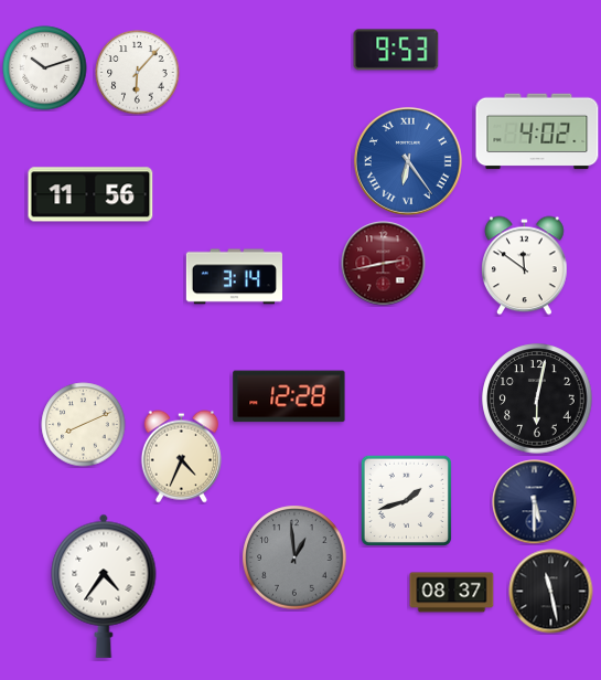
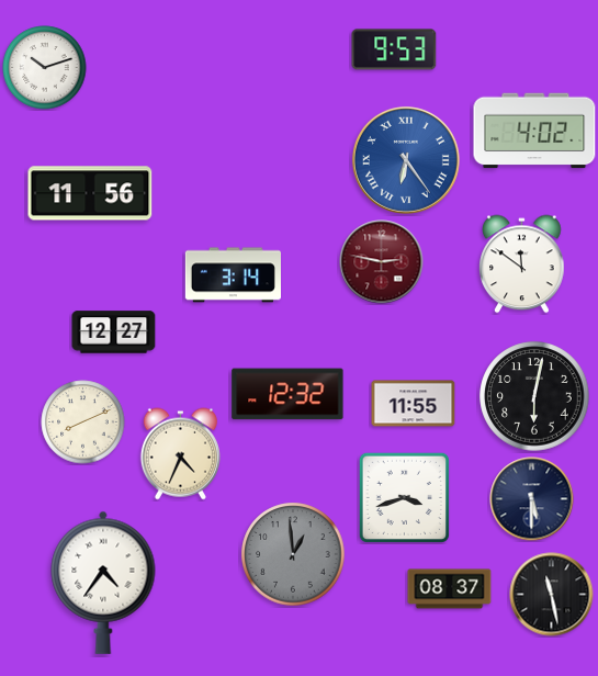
clock at (138, 73): 6:07 -> none
clock at (384, 264): 2:43 -> 2:47
clock at (114, 333): none -> 12:27
clock at (289, 396): 12:28 -> 12:32
clock at (414, 404): none -> 11:55
clock at (406, 500): 1:42 -> 3:42
clock at (551, 592) position: (551, 592) -> (552, 595)
